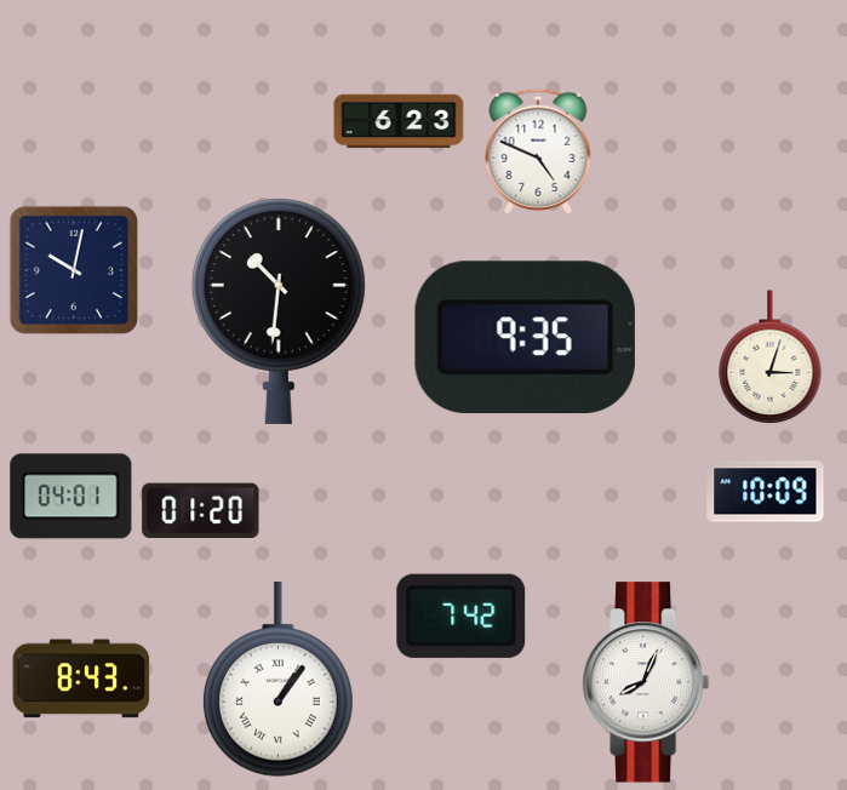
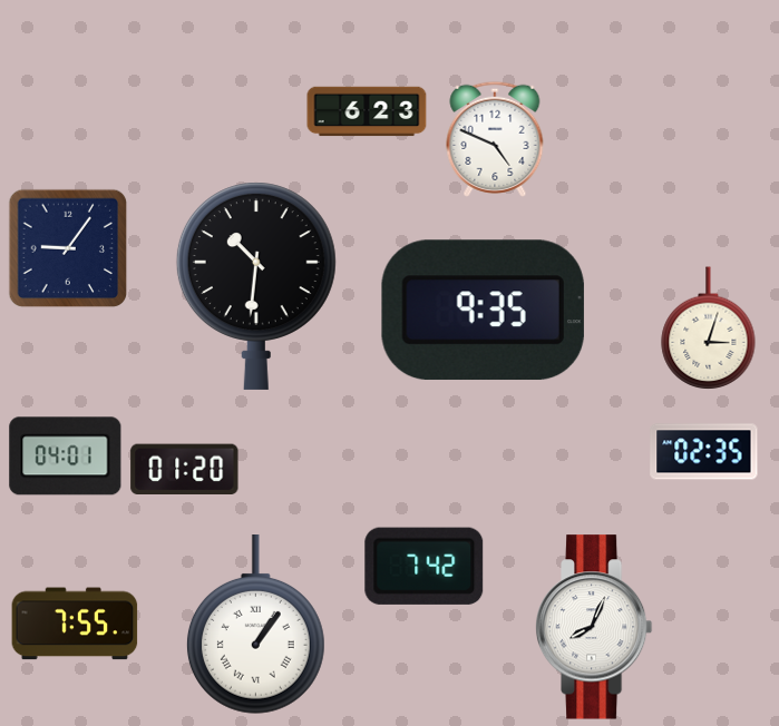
clock at (74, 270): 10:02 -> 9:06
clock at (766, 492): 10:09 -> 02:35
clock at (81, 679): 8:43 -> 7:55
